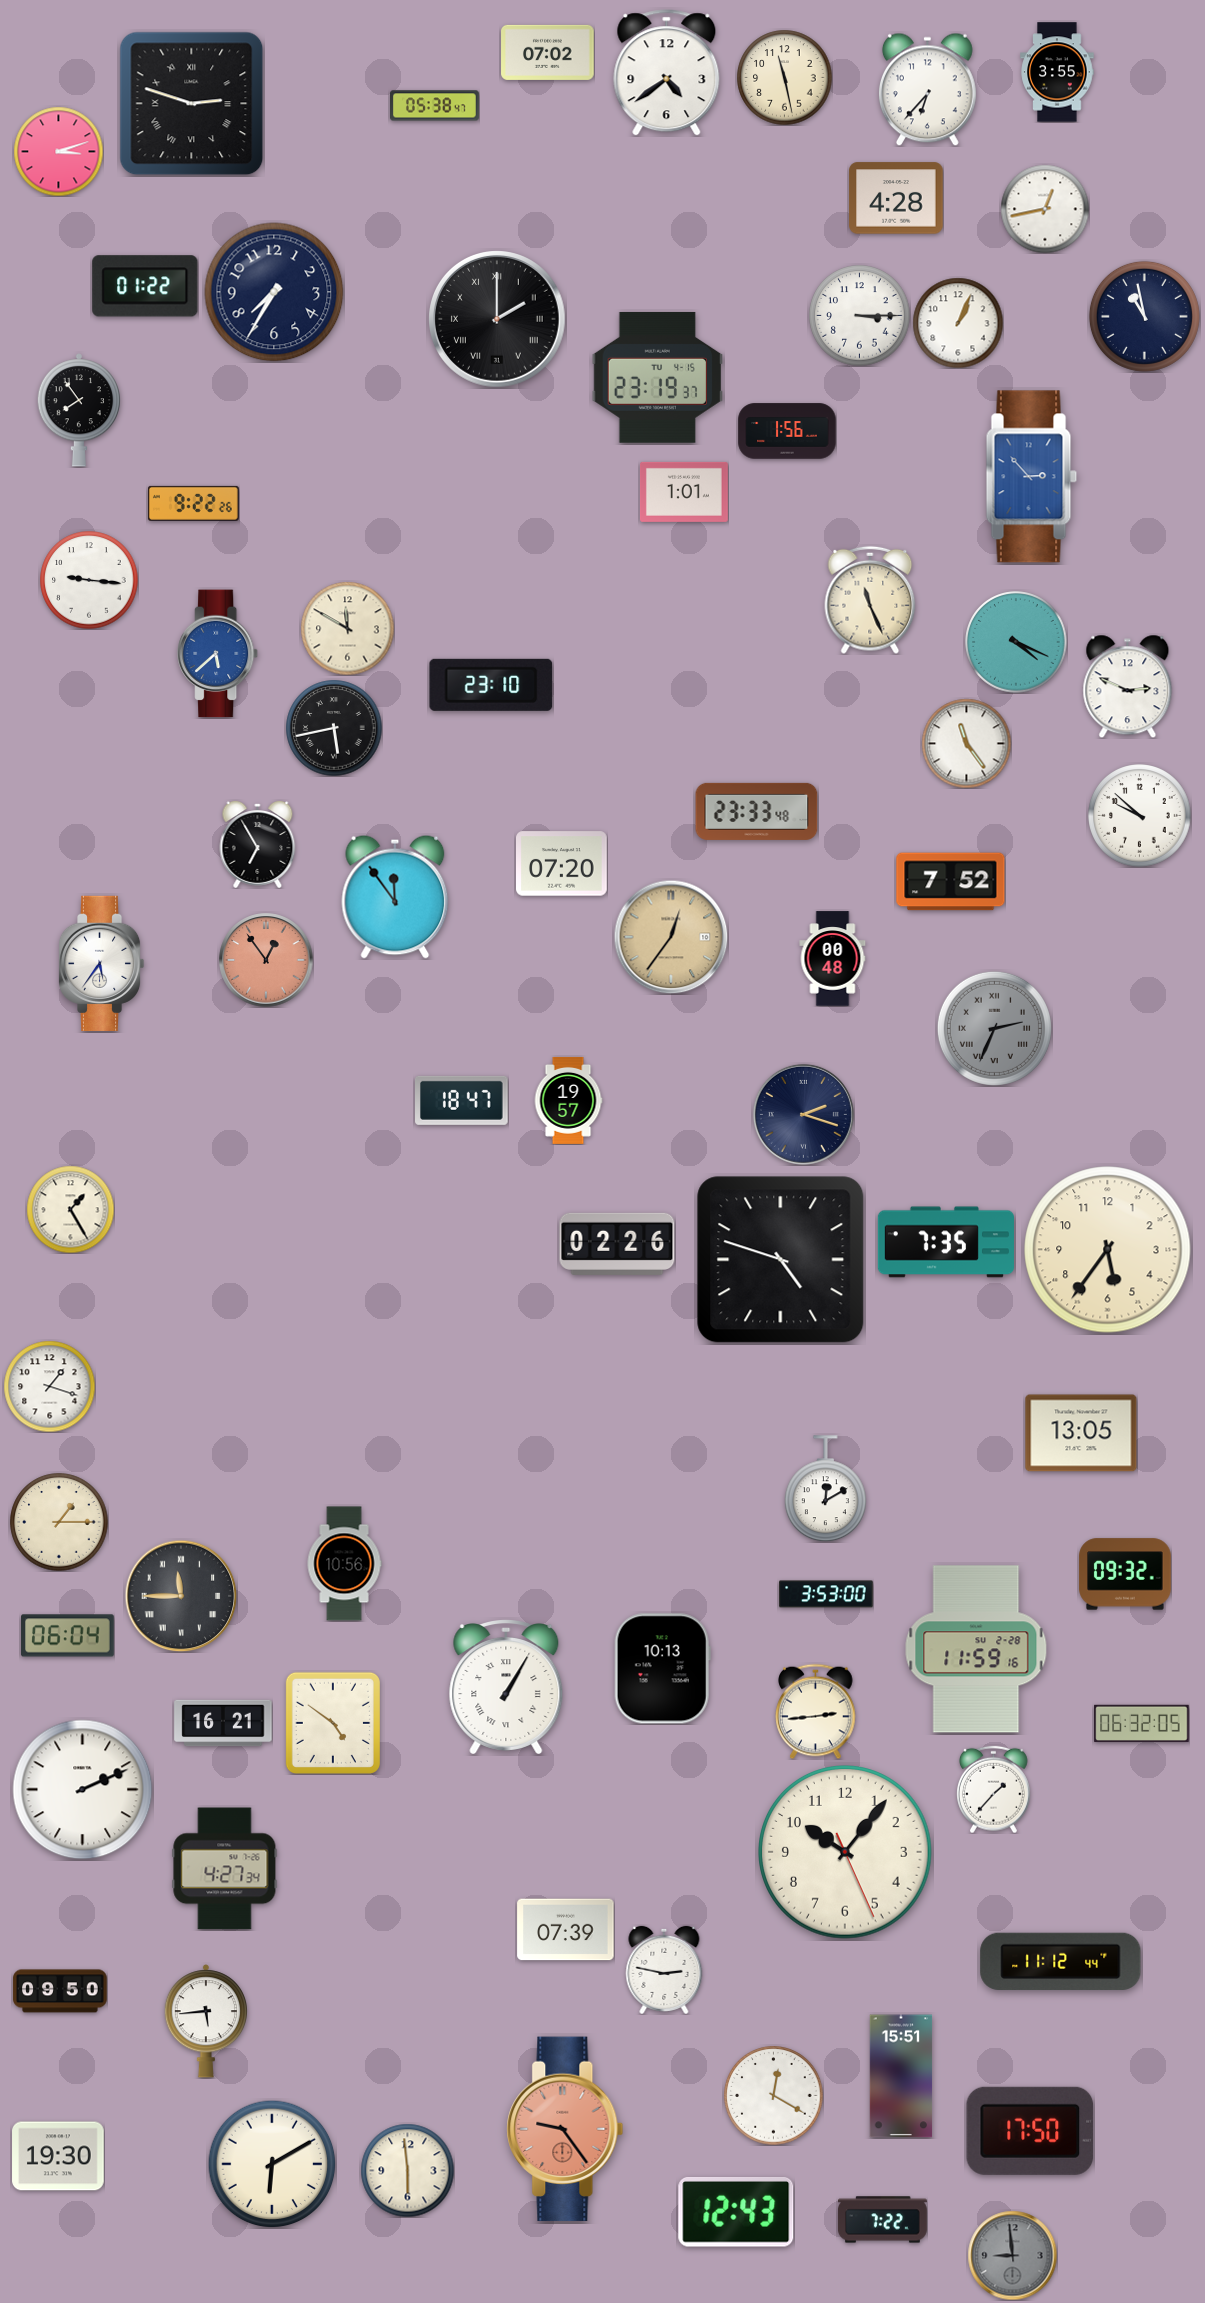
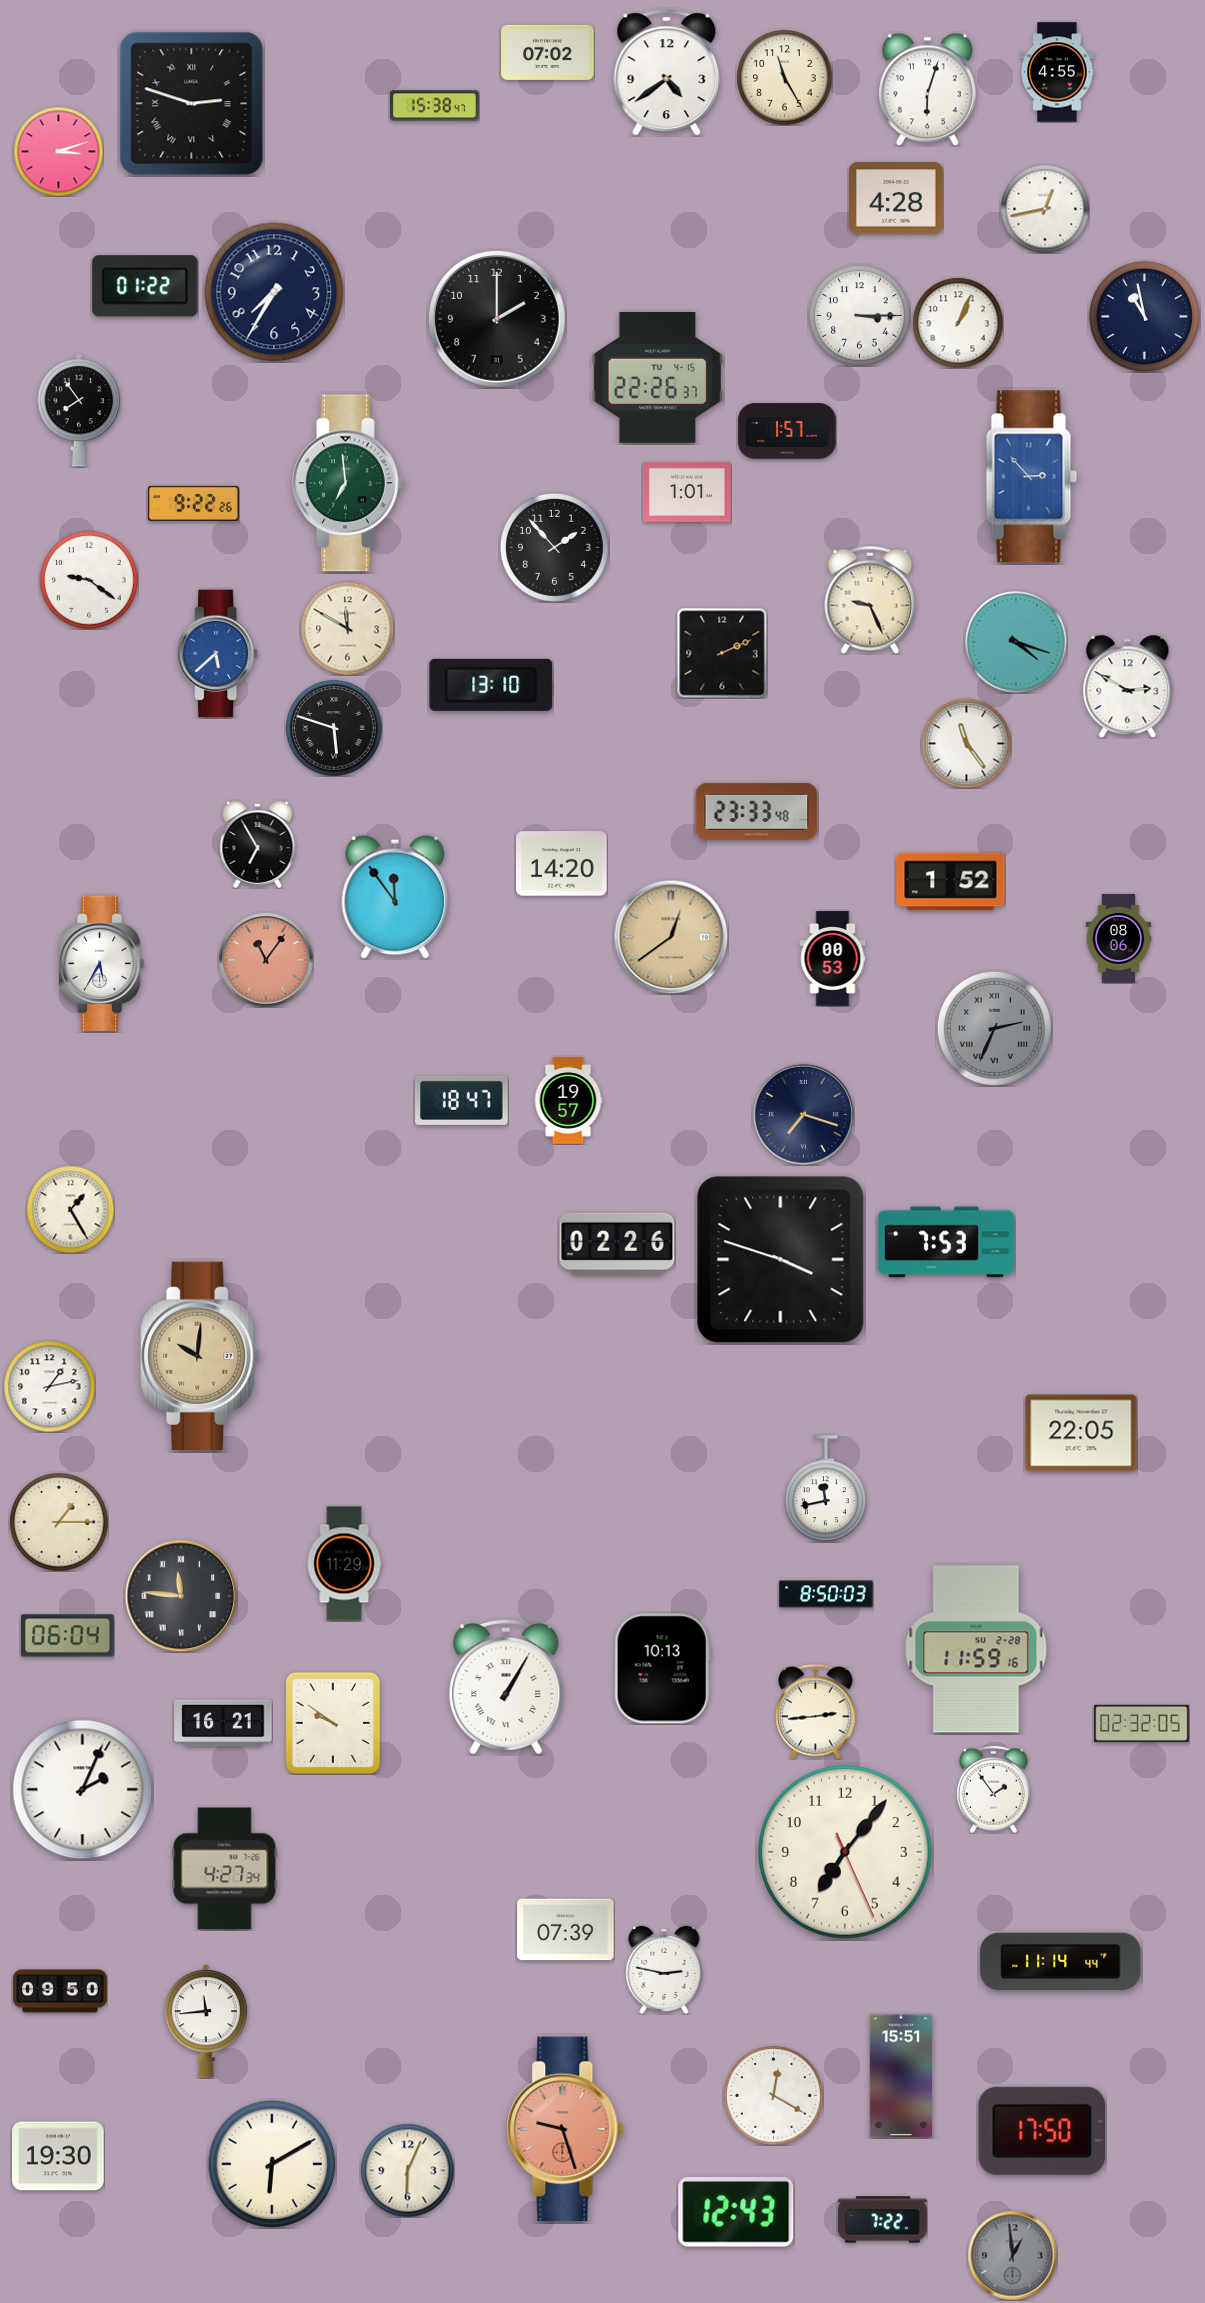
clock at (1057, 72): 3:55 -> 4:55
clock at (784, 77): 11:28 -> 11:25
clock at (927, 89): 6:37 -> 6:03
clock at (435, 106): 05:38 -> 15:38
clock at (498, 320) numerals: Roman -> Arabic
clock at (658, 377): 23:19 -> 22:26
clock at (787, 431): 1:56 -> 1:57
clock at (349, 483): none -> 6:59
clock at (684, 492) position: (684, 492) -> (687, 492)
clock at (554, 547): none -> 1:53
clock at (89, 580): 9:16 -> 9:21
clock at (870, 600): 11:26 -> 9:26
clock at (1016, 642): 4:19 -> 4:18
clock at (722, 653): none -> 2:11
clock at (491, 685): 23:10 -> 13:10
clock at (1128, 686): 2:49 -> 2:50
clock at (334, 728): 5:43 -> 5:48
clock at (1140, 816): 9:52 -> none
clock at (562, 864): 07:20 -> 14:20
clock at (951, 882): 7:52 -> 1:52
clock at (671, 937): 12:36 -> 12:39
clock at (1119, 939): none -> 08:06
clock at (833, 959): 00:48 -> 00:53
clock at (266, 960): 12:54 -> 11:06
clock at (101, 963): 5:36 -> 5:35
clock at (803, 1114): 2:18 -> 7:18
clock at (946, 1242): 7:35 -> 7:53
clock at (1108, 1250): 5:36 -> none
clock at (781, 1260): 4:48 -> 3:48
clock at (200, 1356): none -> 10:01
clock at (49, 1386): 1:18 -> 1:13
clock at (1081, 1433): 13:05 -> 22:05
clock at (825, 1489): 12:10 -> 11:43
clock at (344, 1564): 10:56 -> 11:29
clock at (1125, 1574): 09:32 -> none
clock at (826, 1594): 3:53 -> 8:50
clock at (181, 1596): 11:45 -> 11:46
clock at (333, 1723): 4:51 -> 9:51
clock at (1142, 1724): 06:32 -> 02:32
clock at (994, 1789): 1:37 -> 1:54
clock at (83, 1790): 2:11 -> 2:04
clock at (846, 1853): 10:06 -> 7:06
clock at (1061, 1961): 11:12 -> 11:14
clock at (205, 2021): 5:44 -> 11:44
clock at (565, 2129): 9:24 -> 9:27
clock at (1030, 2131) position: (1030, 2131) -> (1042, 2131)
clock at (407, 2170): 5:59 -> 6:04
clock at (1012, 2255): 8:59 -> 12:59
